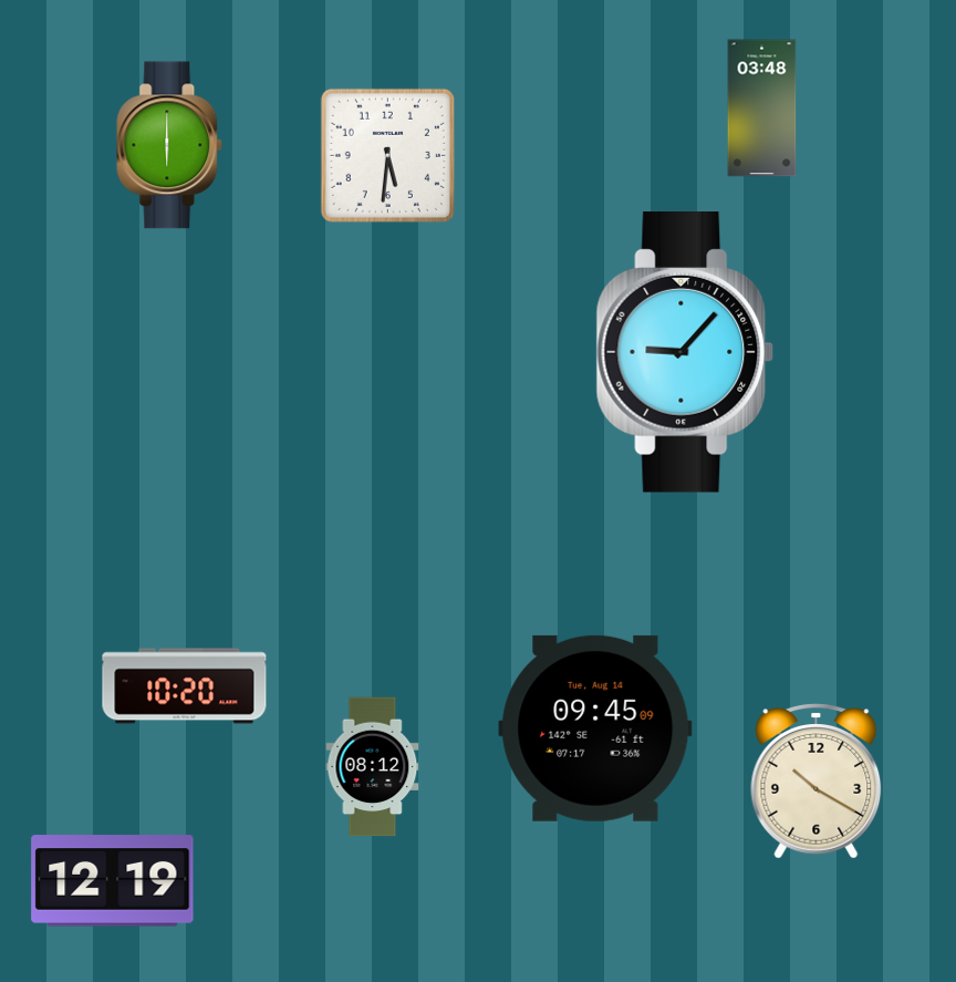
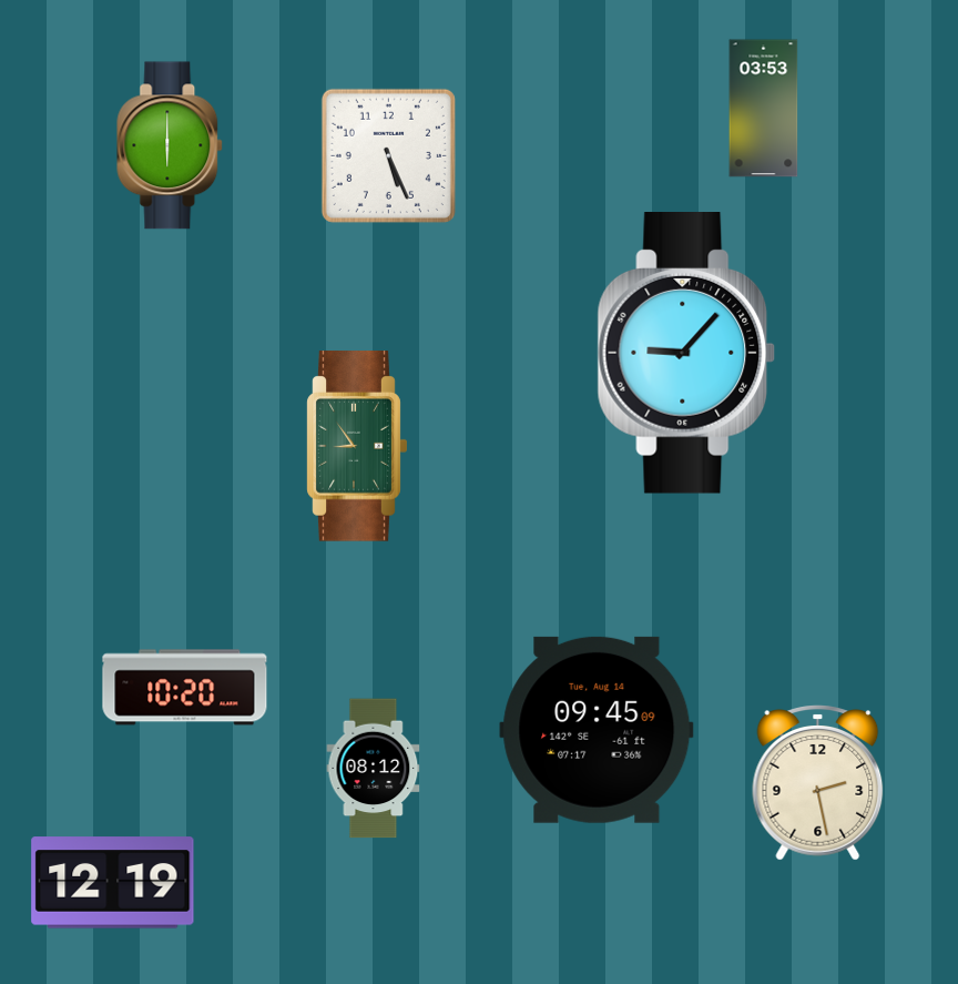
clock at (762, 108): 03:48 -> 03:53
clock at (387, 155): 5:31 -> 5:26
clock at (357, 446): none -> 8:54
clock at (817, 782): 10:20 -> 2:28
